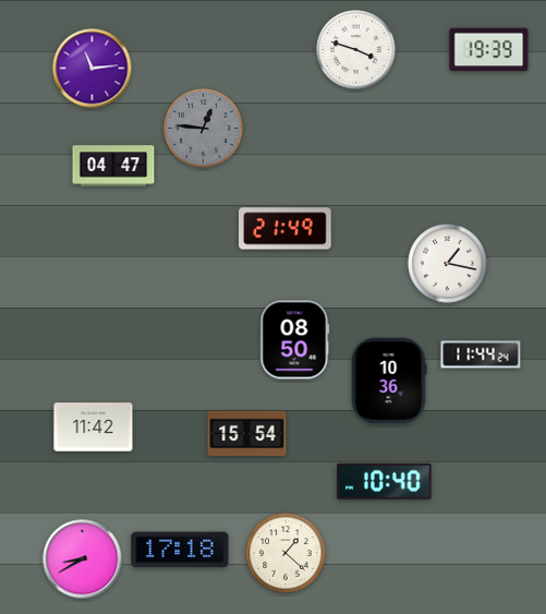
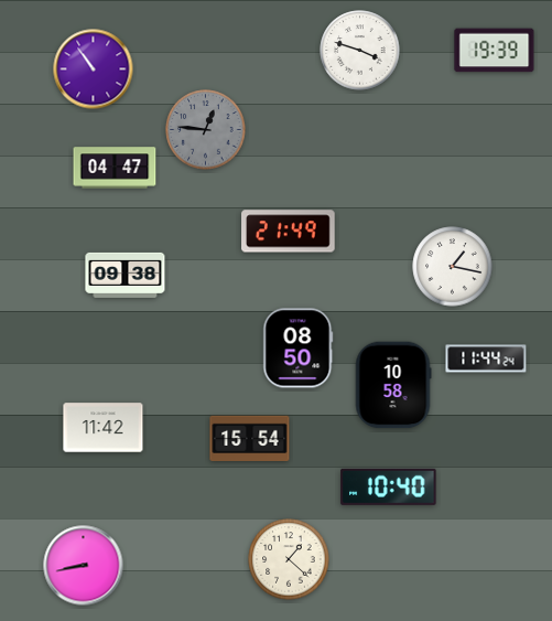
clock at (93, 69): 11:14 -> 10:54
clock at (126, 275): none -> 09:38
clock at (295, 340) position: (295, 340) -> (299, 349)
clock at (389, 381): 10:36 -> 10:58
clock at (94, 428) position: (94, 428) -> (104, 428)
clock at (180, 550): 17:18 -> none
clock at (83, 559): 8:40 -> 8:43
